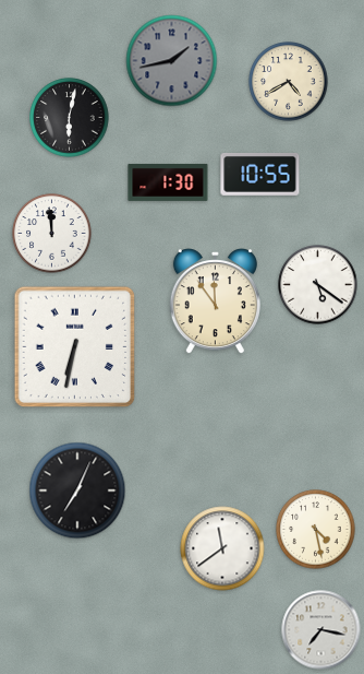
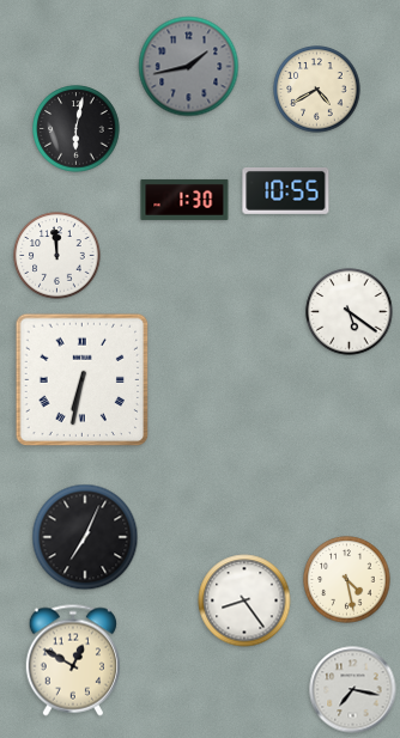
clock at (215, 301): 11:54 -> none
clock at (222, 548): 11:39 -> 8:24
clock at (73, 660): none -> 12:50
